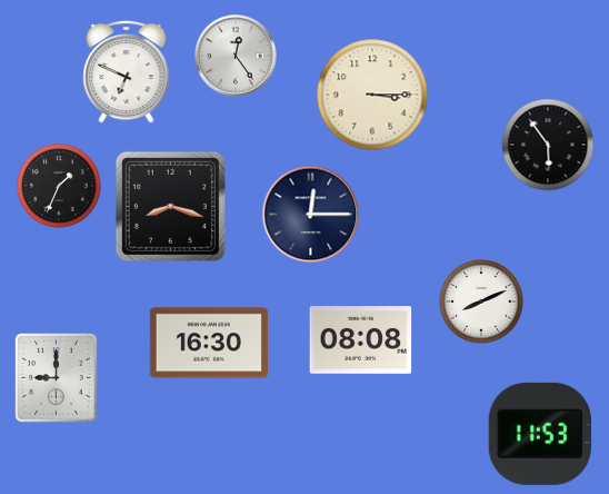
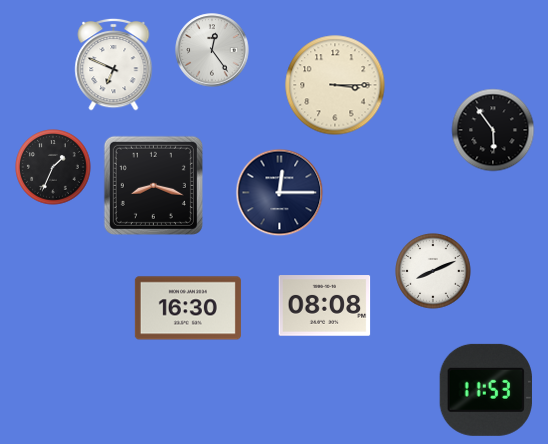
clock at (57, 378): 9:00 -> none
